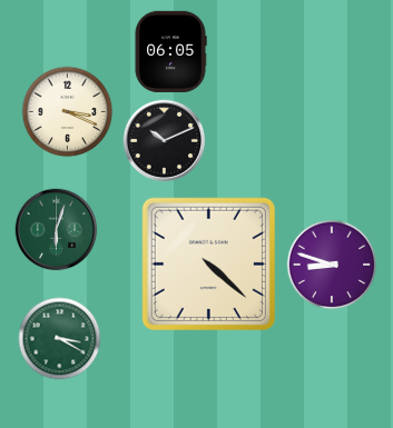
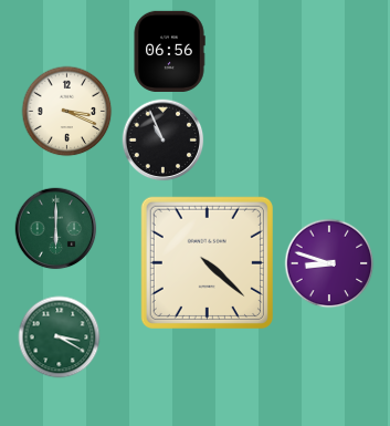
clock at (170, 51): 06:05 -> 06:56
clock at (165, 141): 10:11 -> 10:56
clock at (57, 230): 6:03 -> 6:00
